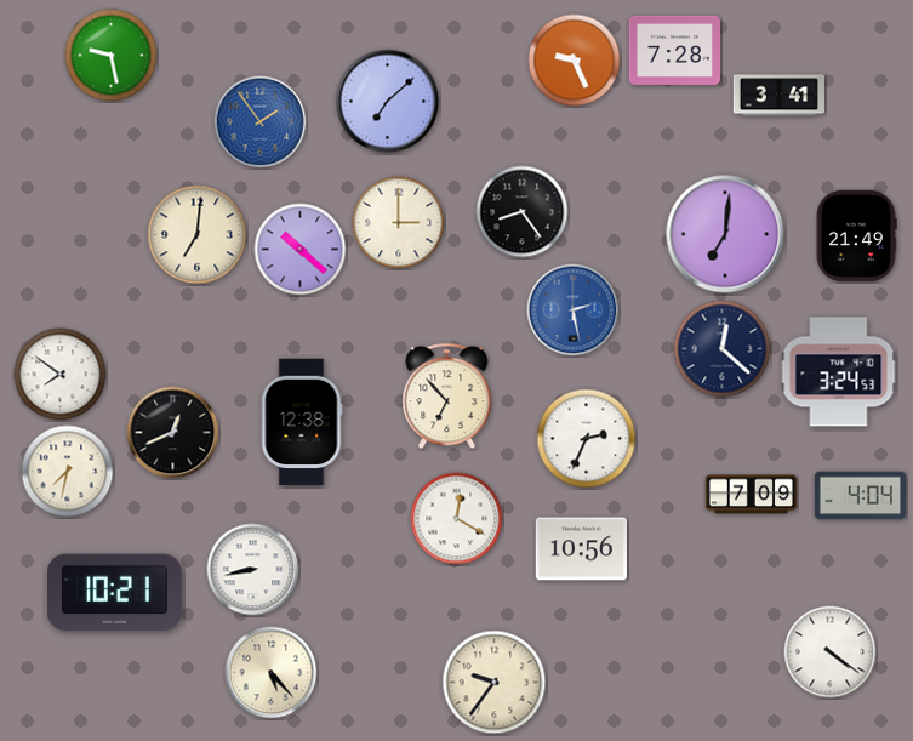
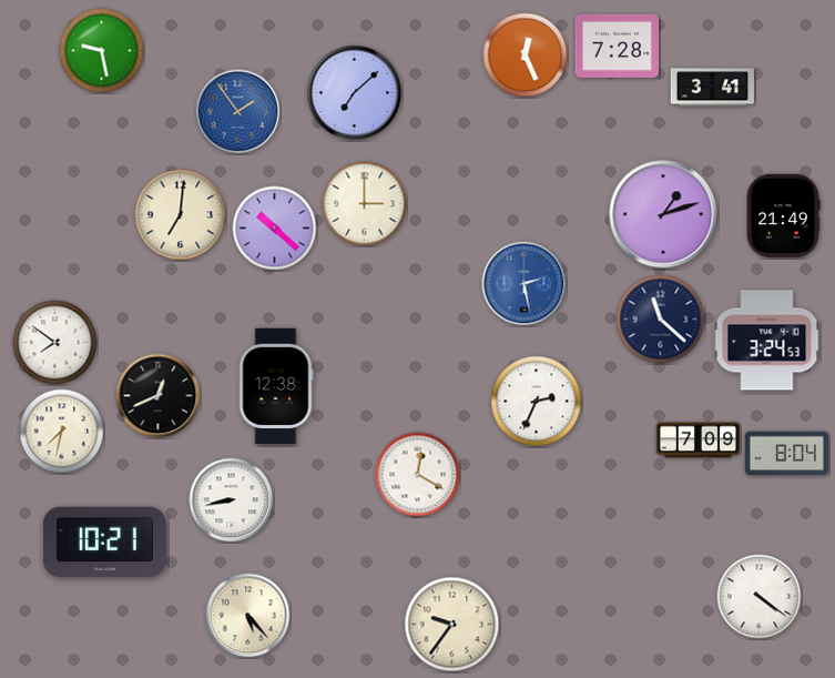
clock at (575, 61): 9:26 -> 12:26
clock at (523, 212): 8:24 -> none
clock at (725, 234): 7:01 -> 1:12
clock at (723, 349): 12:22 -> 11:22
clock at (447, 397): 6:53 -> none
clock at (751, 495) position: (751, 495) -> (697, 441)
clock at (860, 496): 4:04 -> 8:04
clock at (581, 549): 10:56 -> none
clock at (253, 570) position: (253, 570) -> (232, 500)
